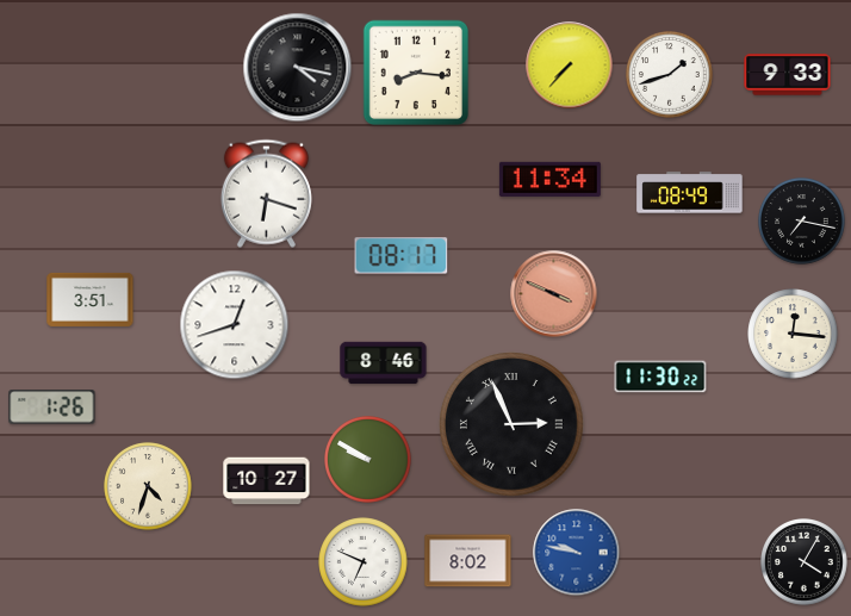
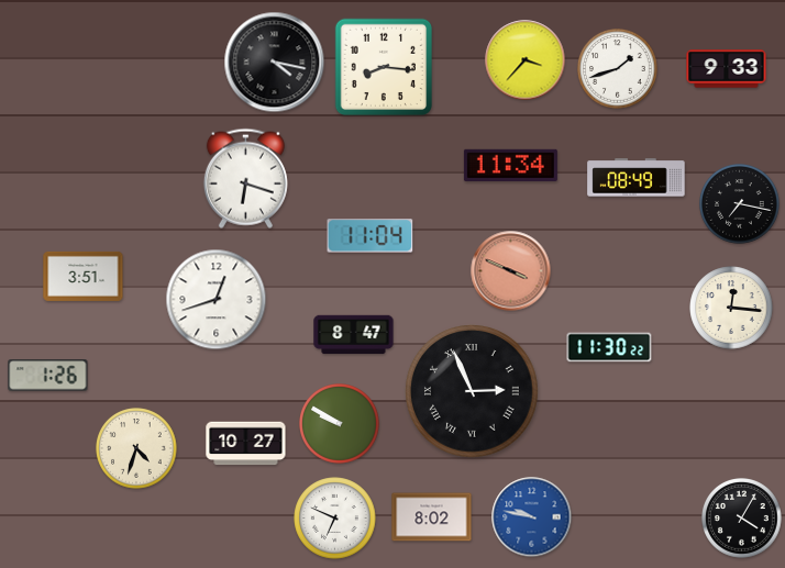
clock at (570, 66): 7:37 -> 3:37
clock at (549, 179) position: (549, 179) -> (510, 165)
clock at (402, 256): 08:17 -> 11:04
clock at (384, 363): 8:46 -> 8:47
clock at (577, 553) position: (577, 553) -> (532, 517)
